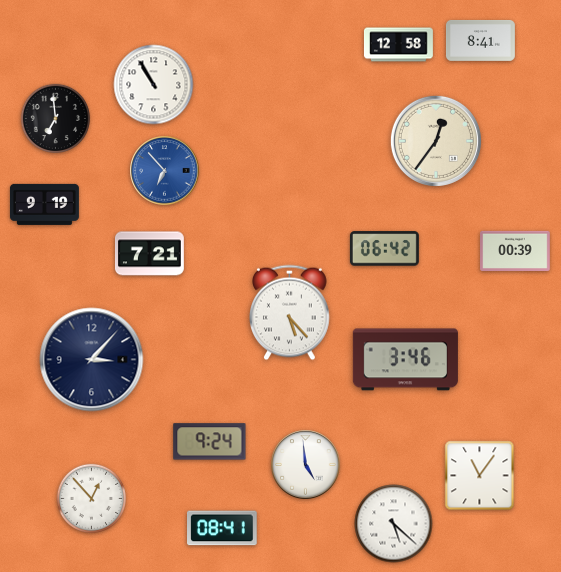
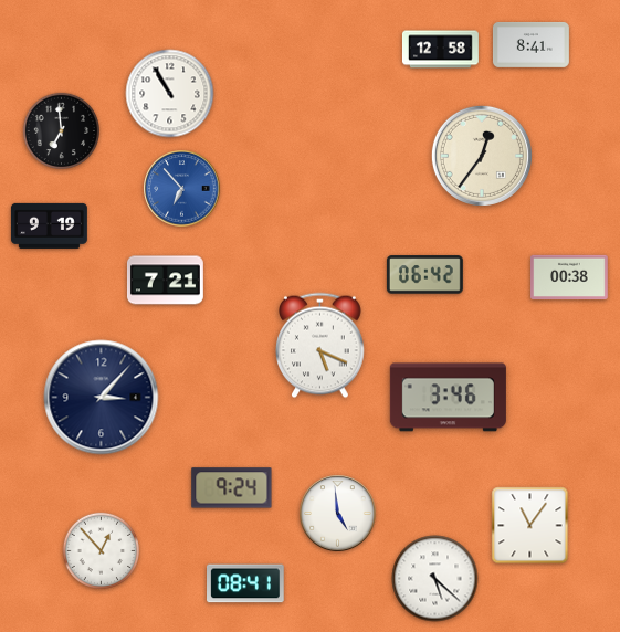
clock at (515, 250): 00:39 -> 00:38
clock at (290, 313): 5:23 -> 5:19
